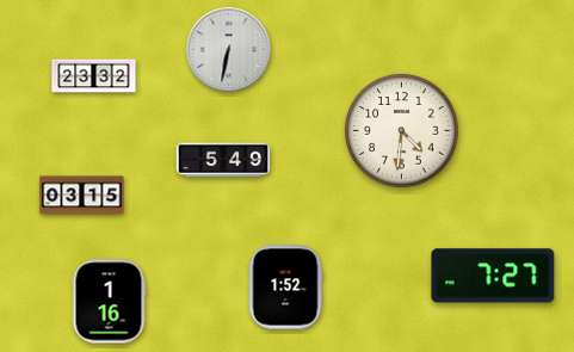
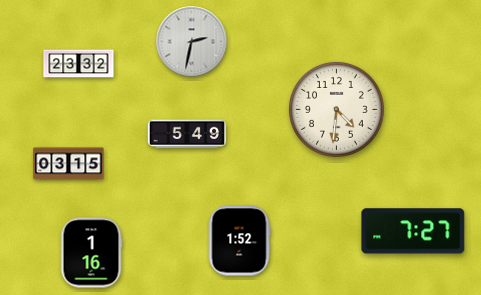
clock at (229, 50): 6:32 -> 2:32
